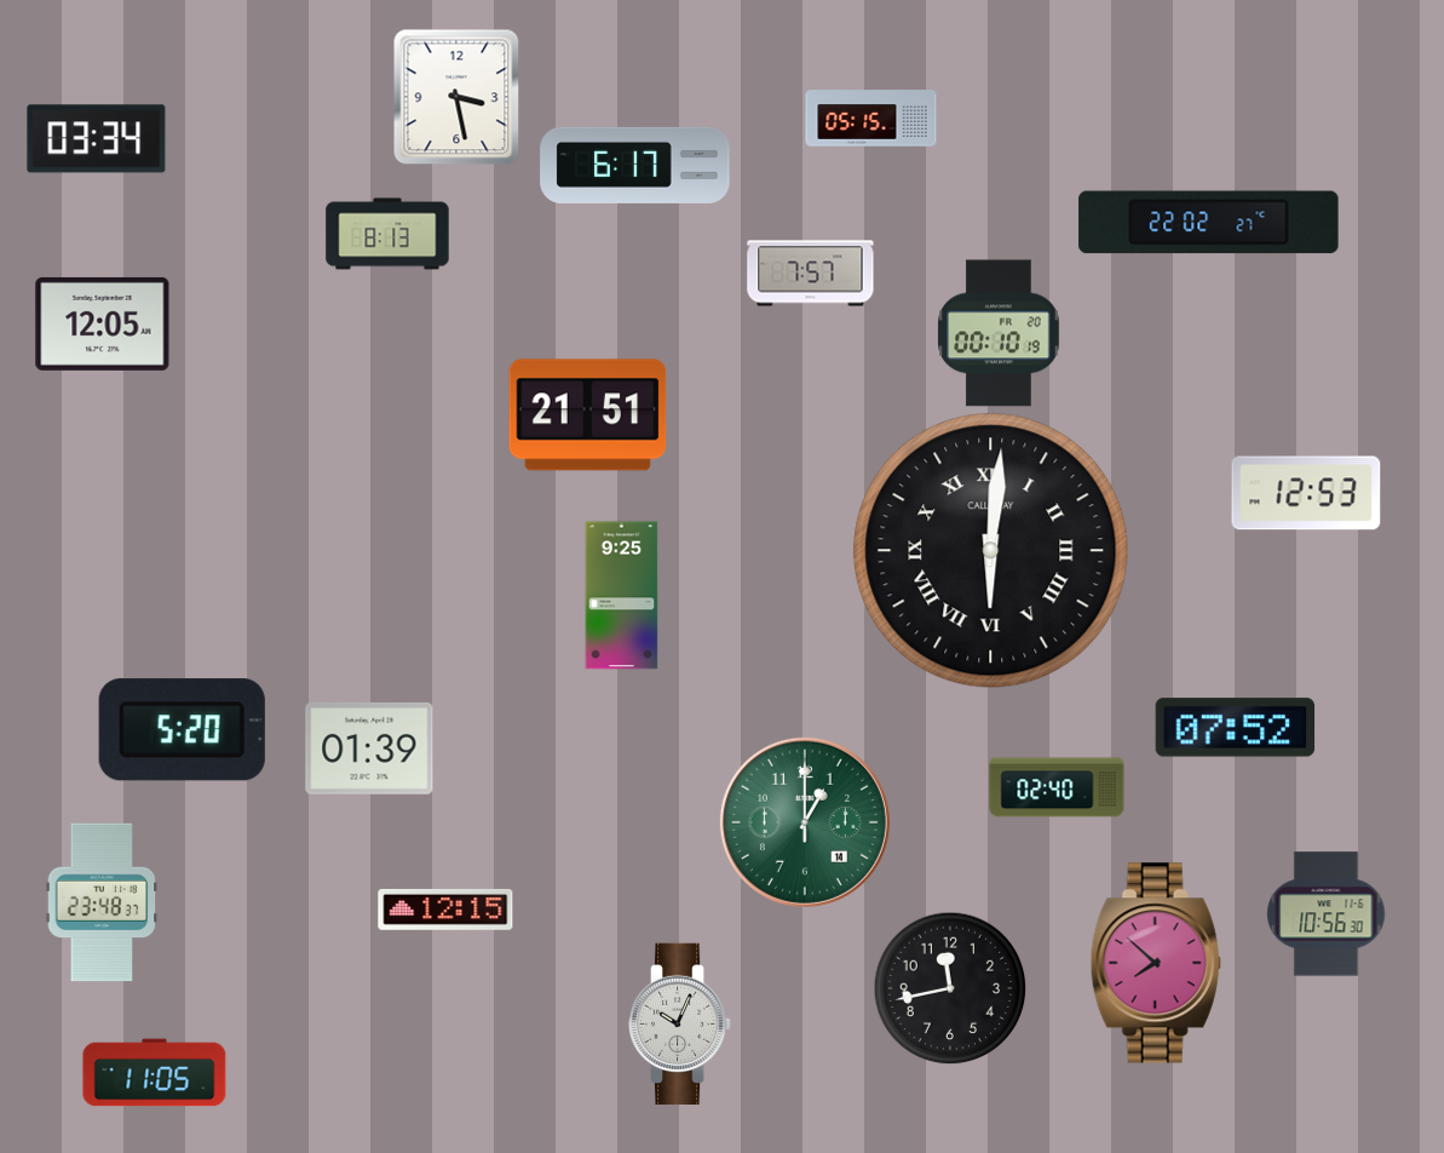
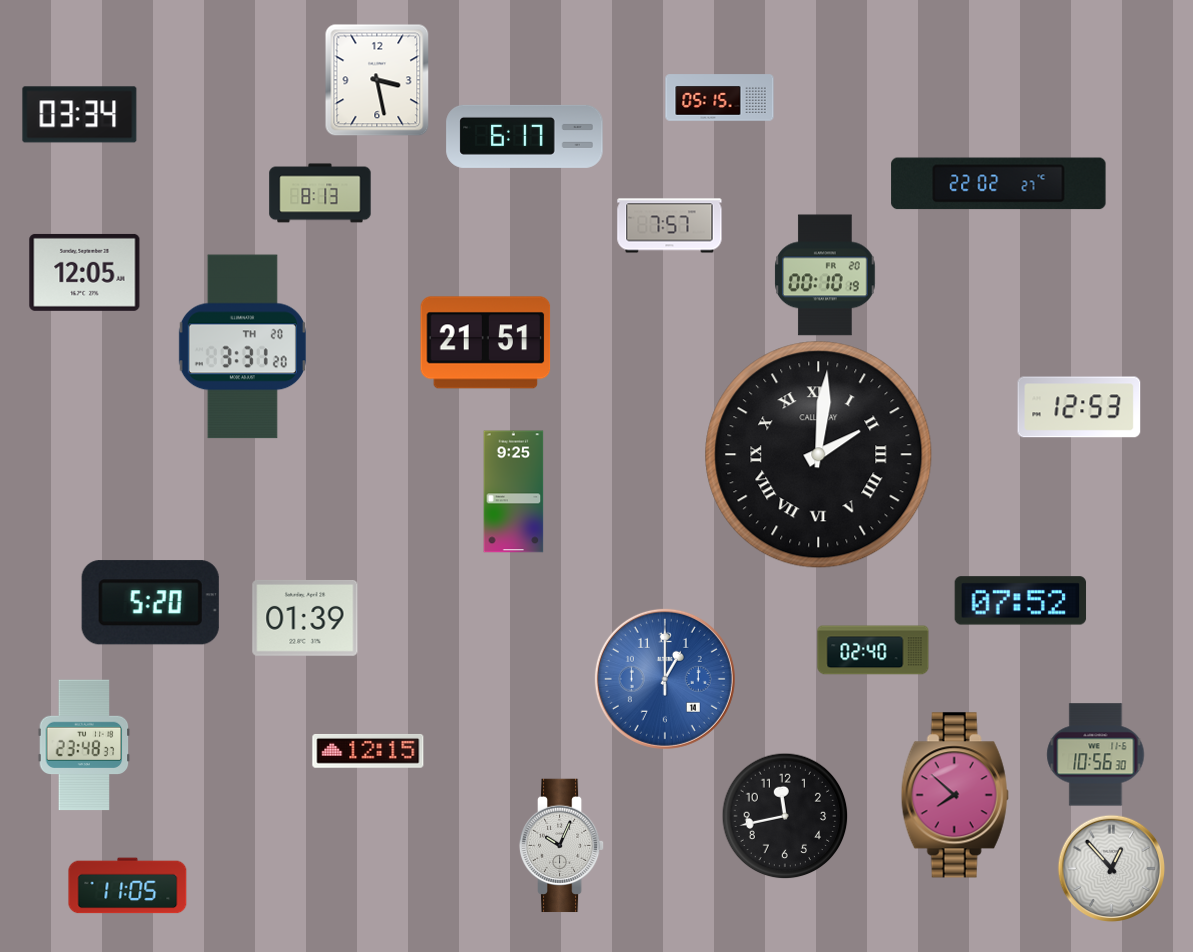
clock at (103, 323) position: (103, 323) -> (85, 272)
clock at (242, 347): none -> 3:31
clock at (991, 551): 6:01 -> 2:01
clock at (805, 822) dial: green -> blue
clock at (1111, 868): none -> 12:53
